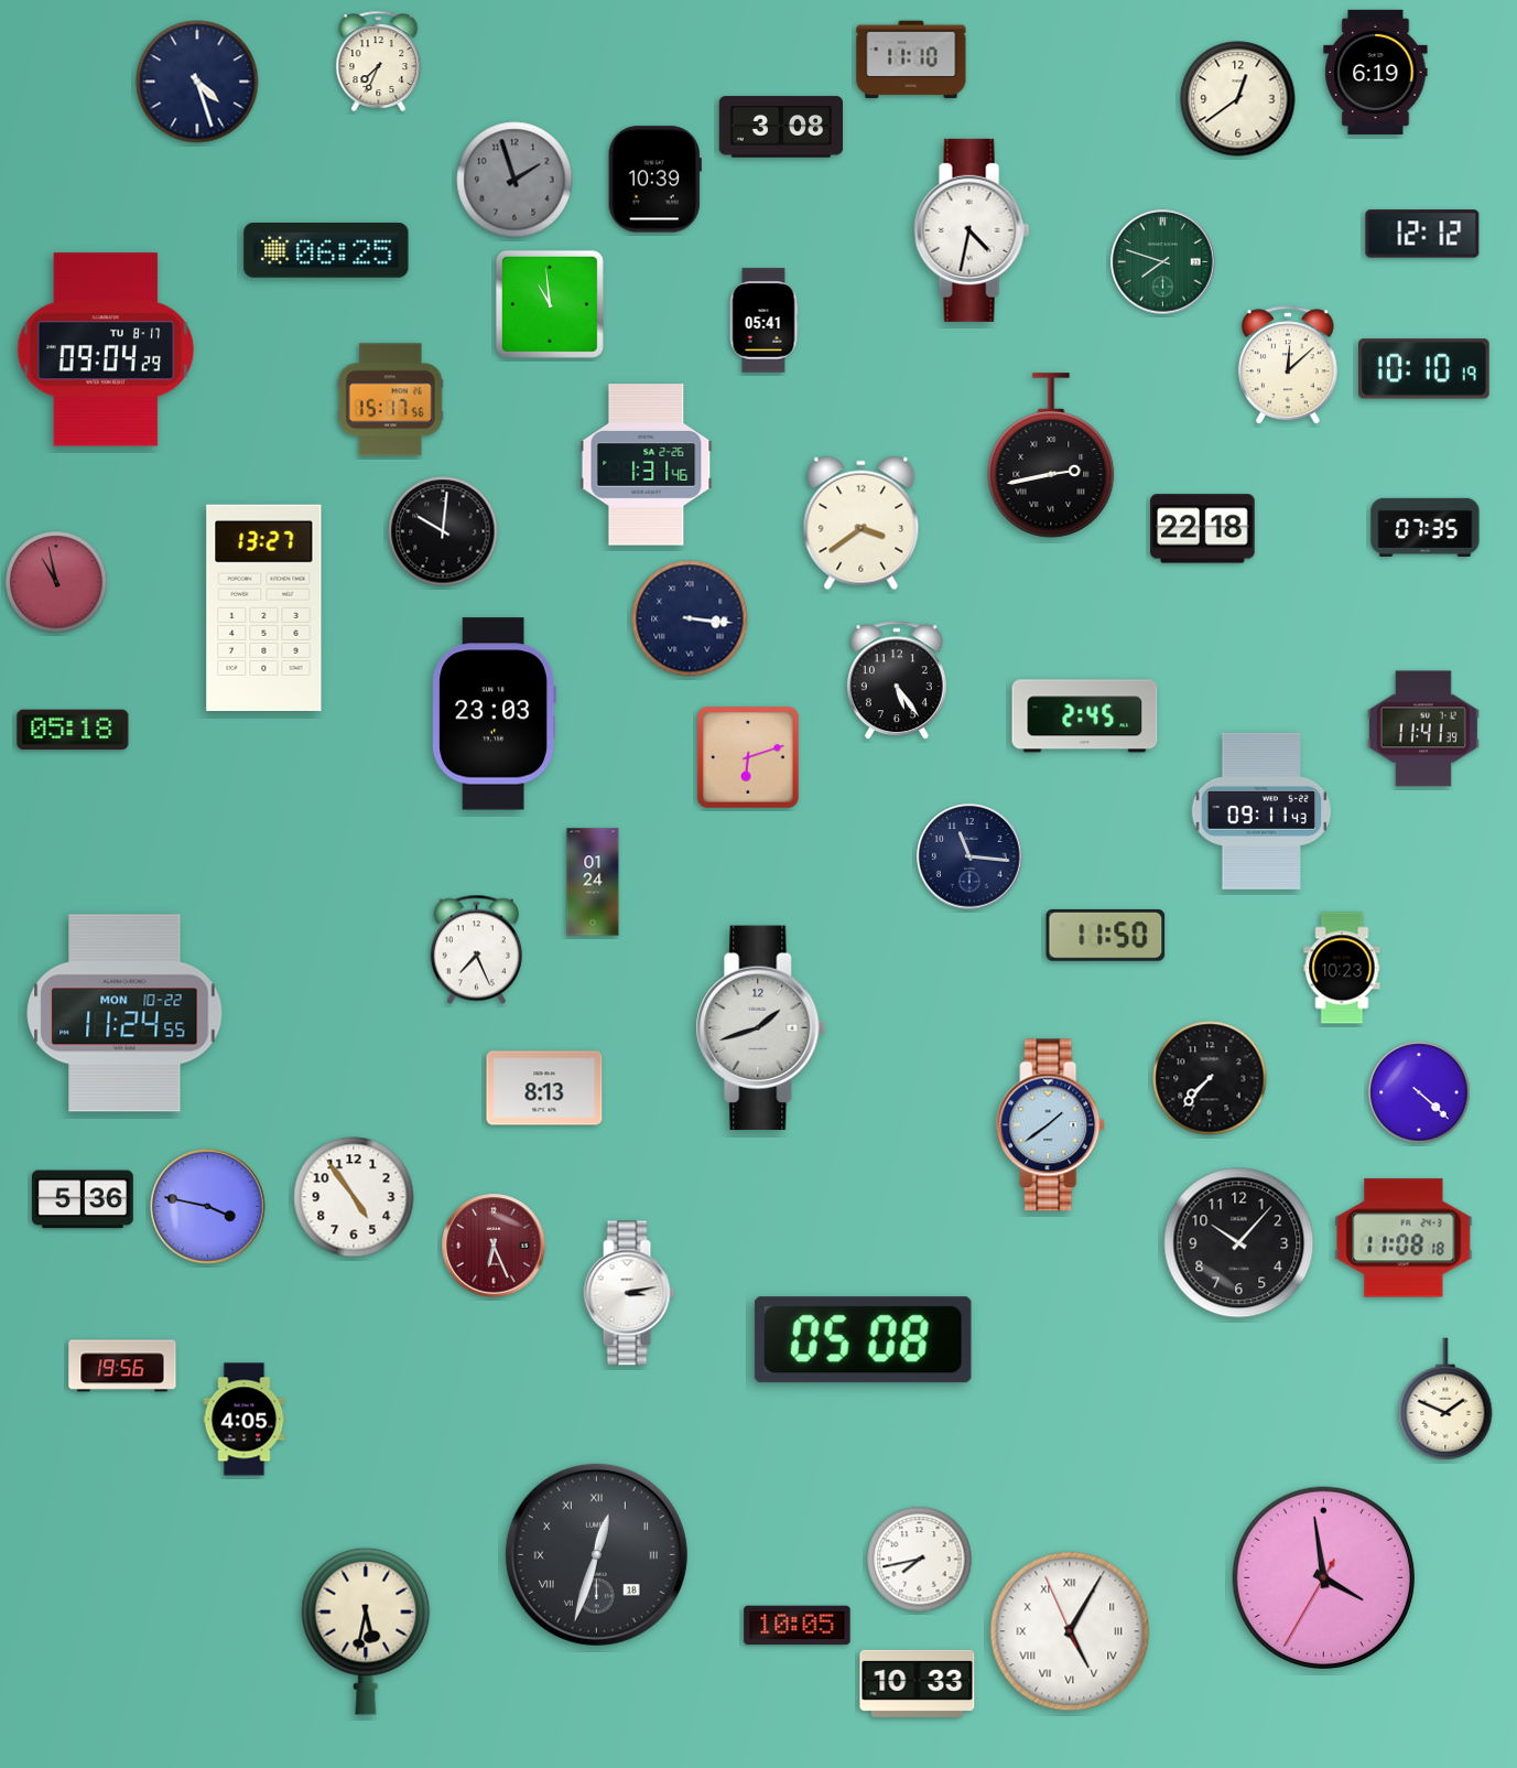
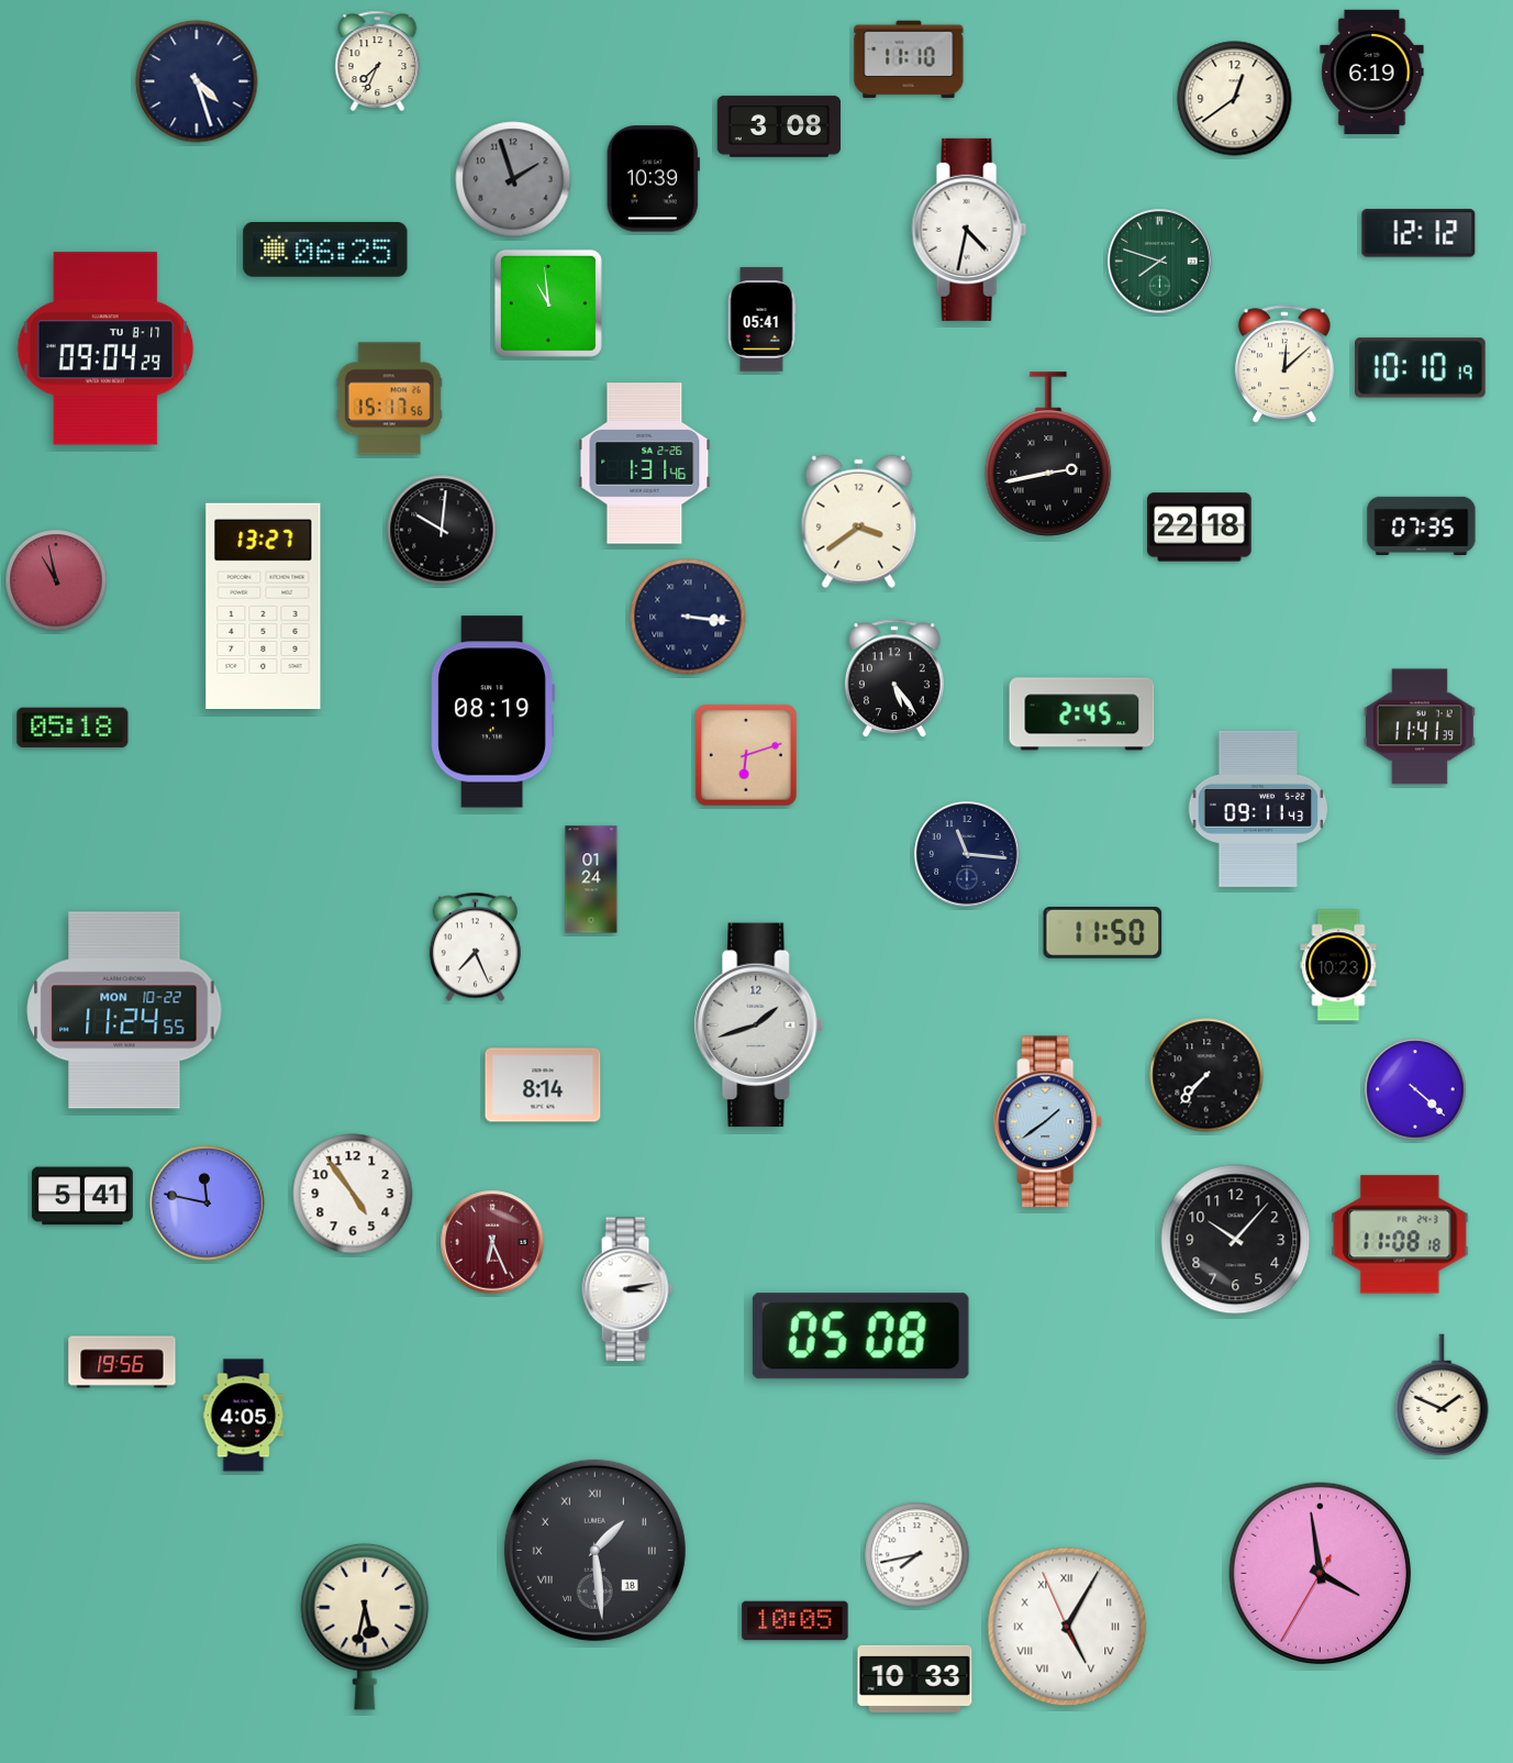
clock at (494, 714): 23:03 -> 08:19
clock at (544, 1088): 8:13 -> 8:14
clock at (83, 1199): 5:36 -> 5:41
clock at (208, 1207): 3:47 -> 11:47
clock at (596, 1554): 12:33 -> 1:29
